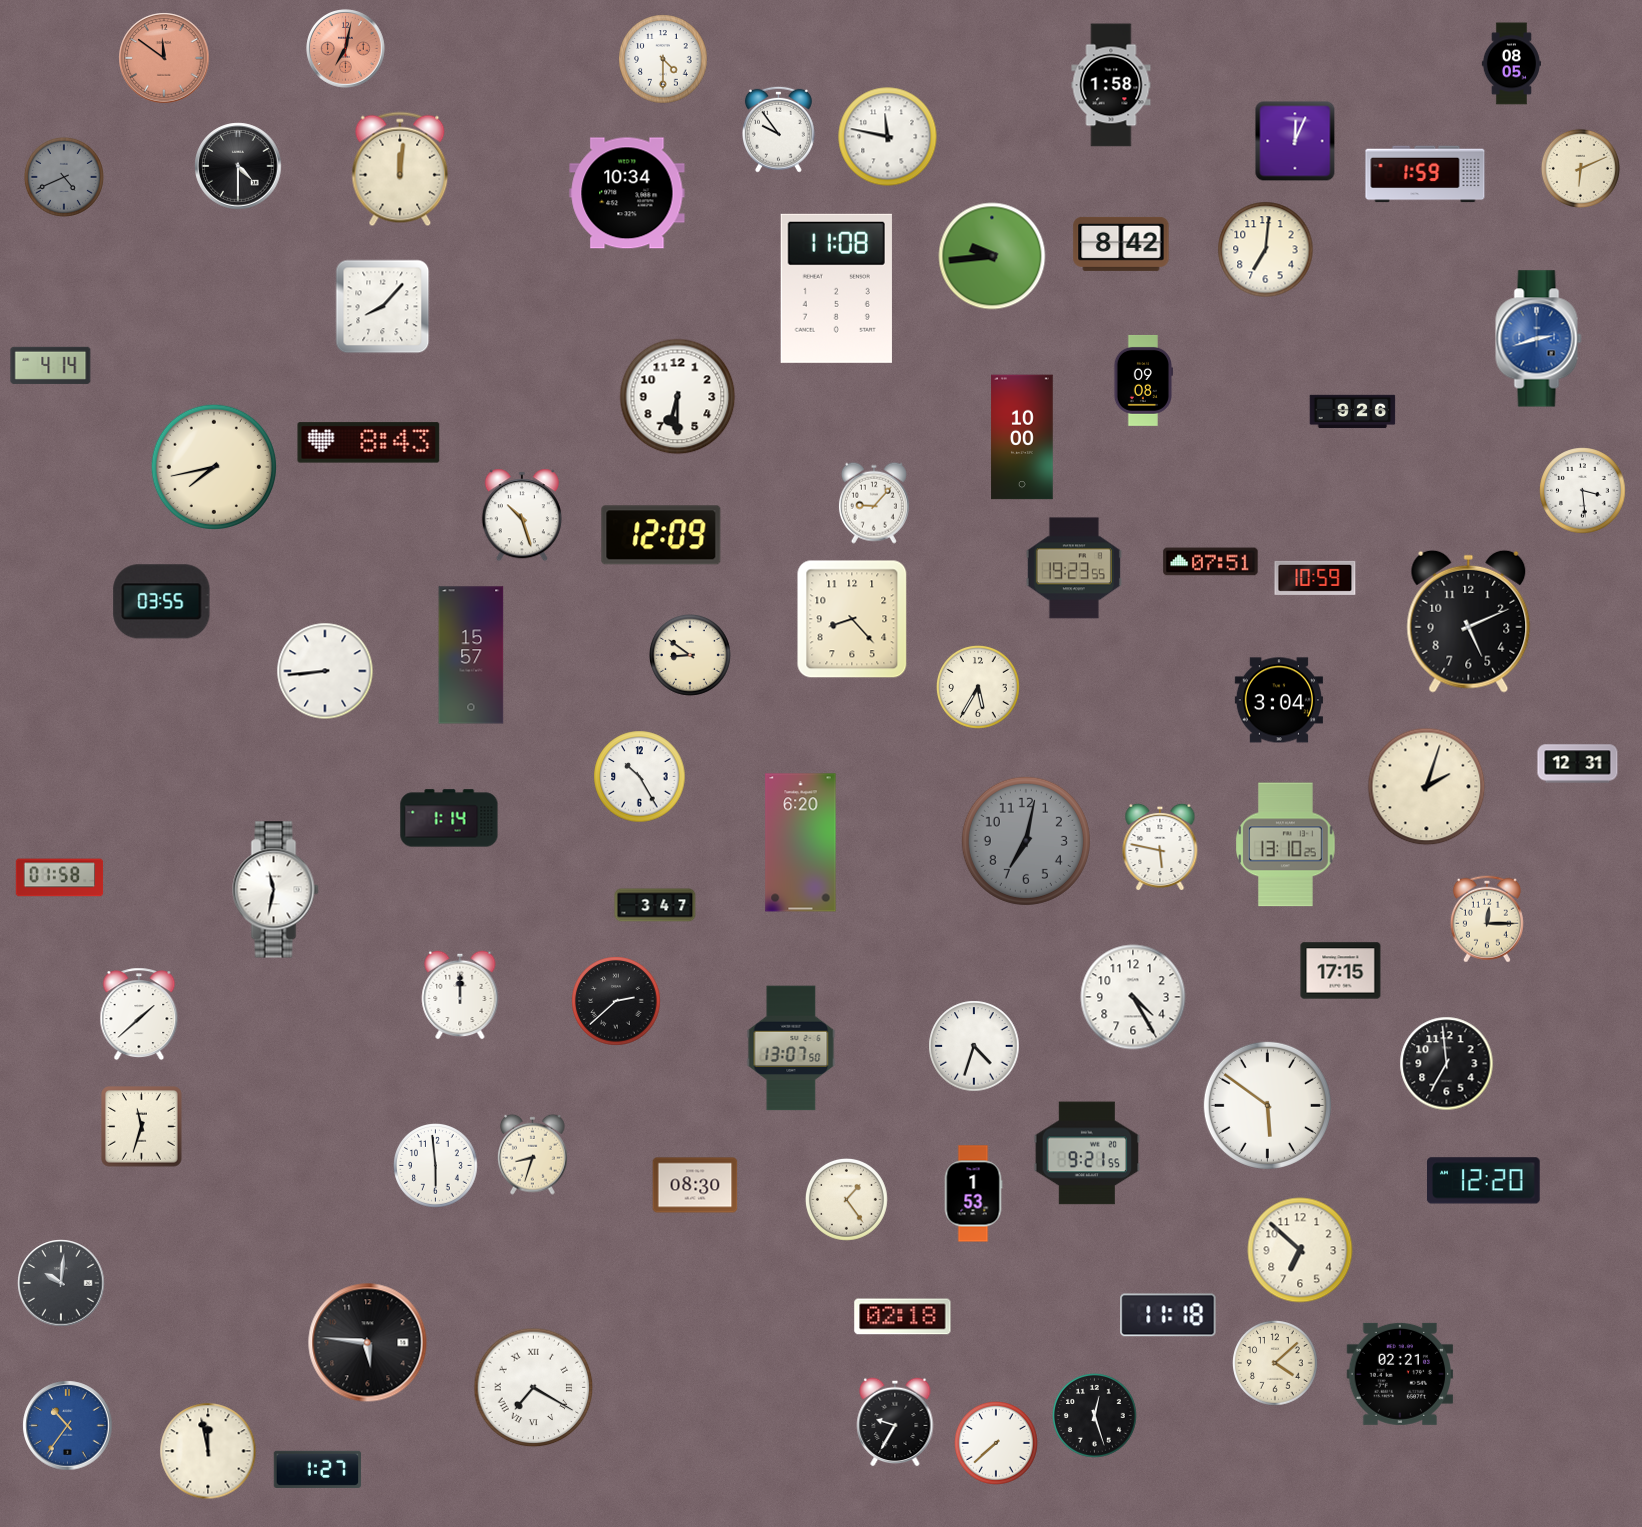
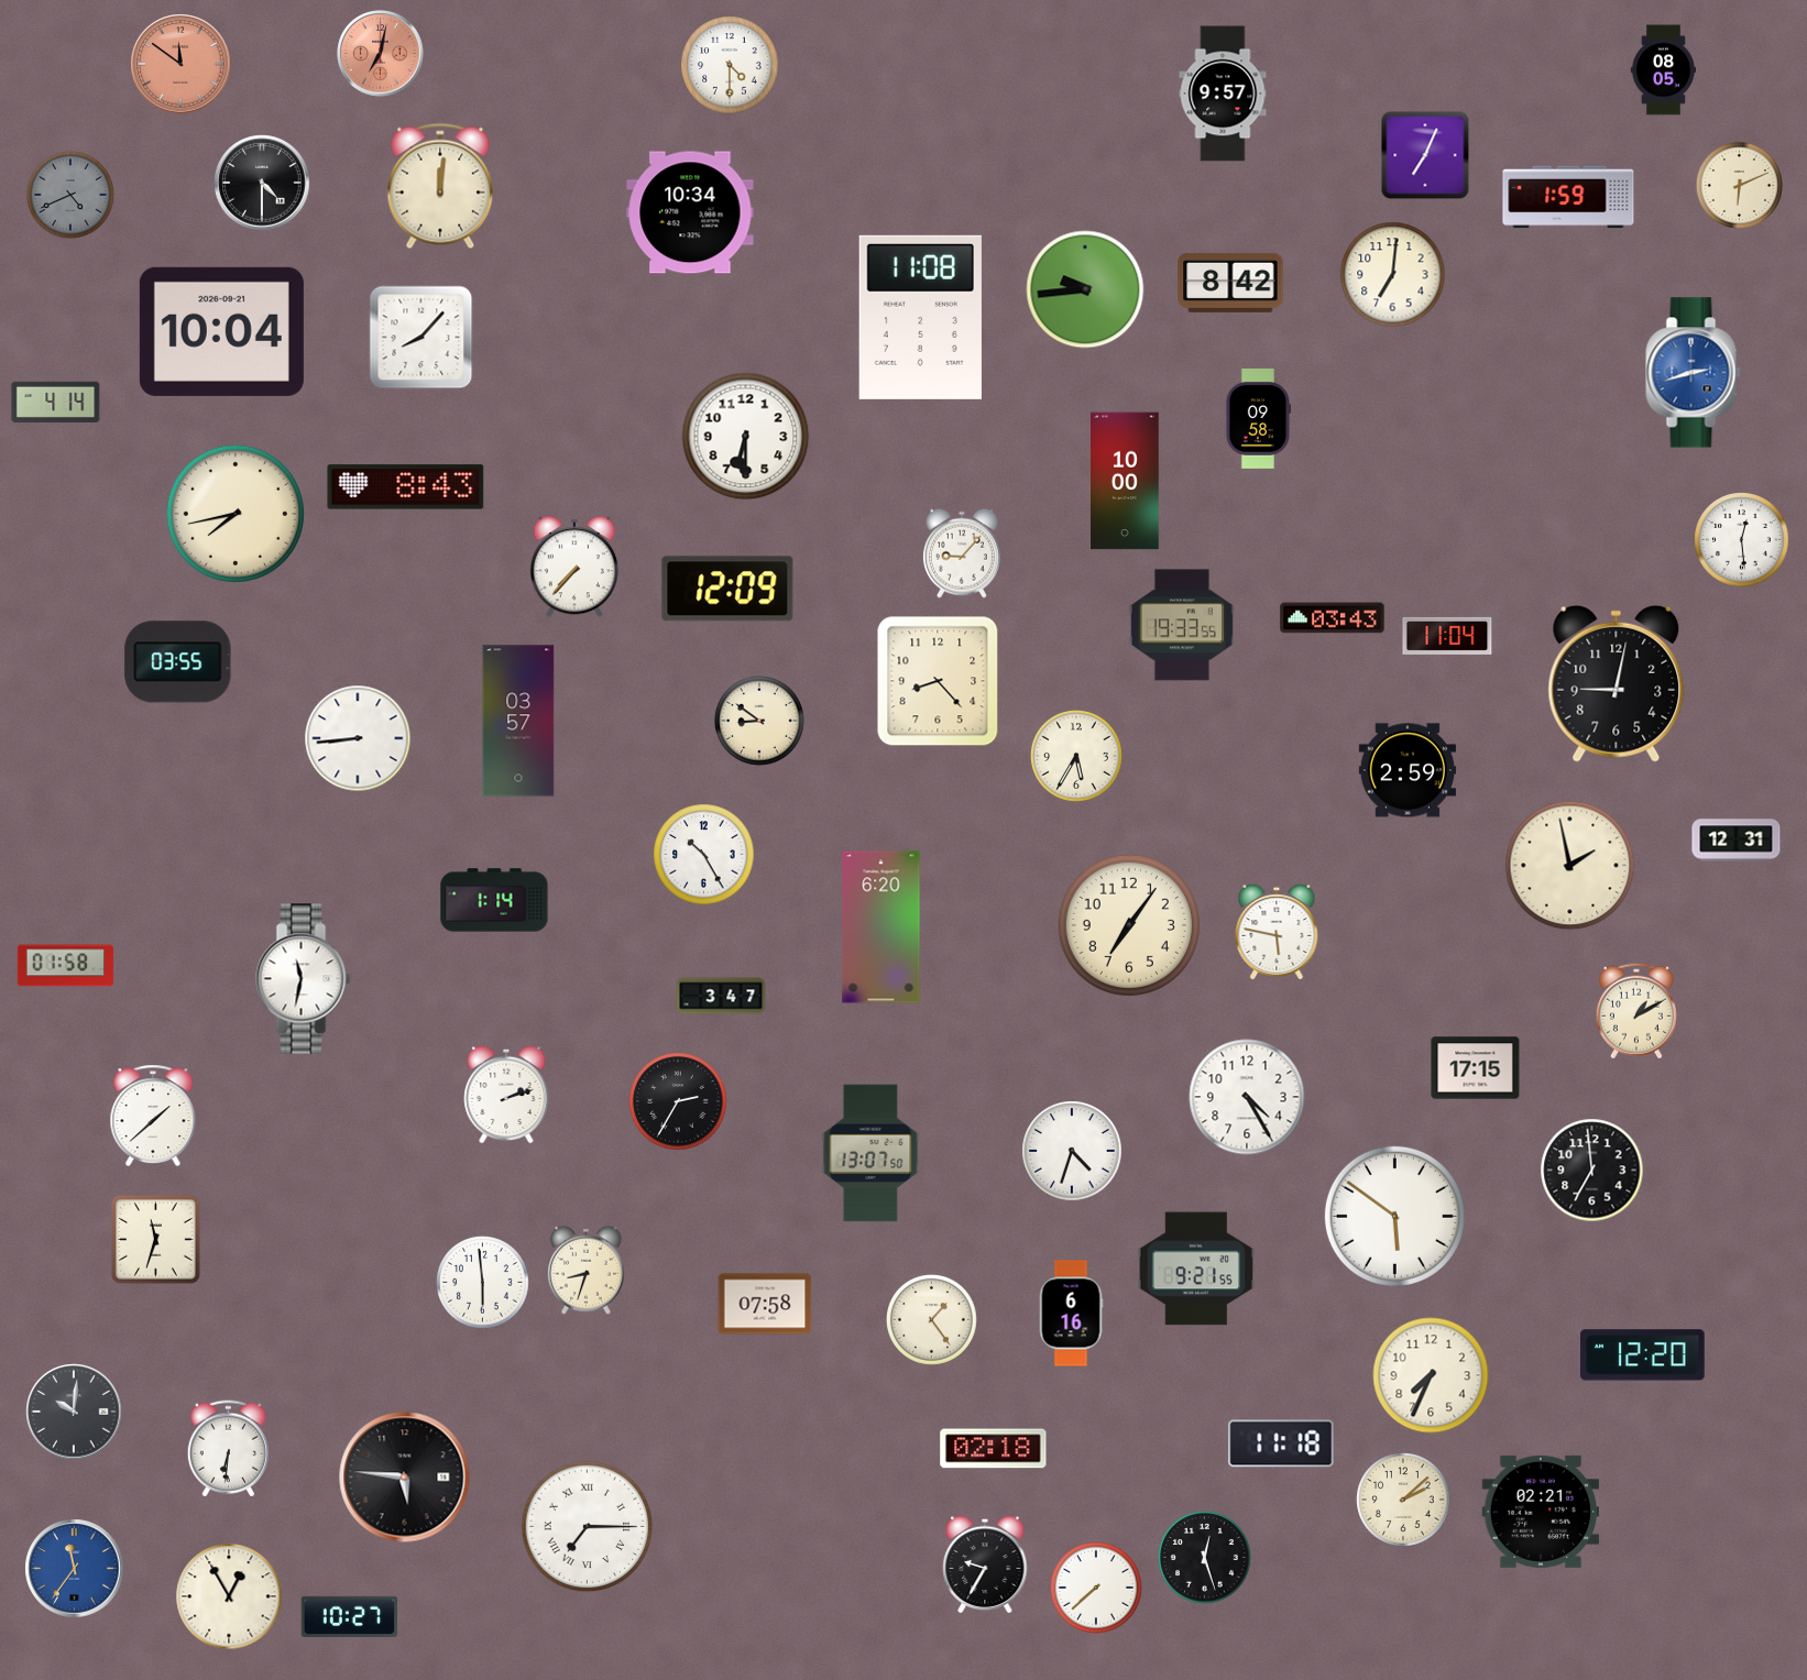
clock at (1111, 85): 1:58 -> 9:57
clock at (778, 129): 9:54 -> none
clock at (888, 137): 11:47 -> none
clock at (1295, 141): 12:04 -> 7:04
clock at (1425, 174) position: (1425, 174) -> (1568, 197)
clock at (1121, 244) position: (1121, 244) -> (1230, 283)
clock at (992, 256) position: (992, 256) -> (1085, 289)
clock at (221, 331): none -> 10:04
clock at (1142, 380): 09:08 -> 09:58
clock at (1353, 412): 9:26 -> none
clock at (1583, 491): 3:29 -> 12:29
clock at (522, 515): 10:27 -> 7:37
clock at (1211, 562): 07:51 -> 03:43
clock at (1074, 568): 19:23 -> 19:33
clock at (1315, 578): 10:59 -> 11:04
clock at (1469, 621): 5:11 -> 9:02
clock at (471, 655): 15:57 -> 03:57
clock at (1279, 700): 3:04 -> 2:59
clock at (1427, 787): 2:03 -> 1:58
clock at (1026, 841): 7:02 -> 7:06
clock at (1026, 841) dial: grey -> cream
clock at (1286, 845): 13:10 -> none
clock at (1487, 919): 12:15 -> 1:10
clock at (460, 995): 12:00 -> 2:12
clock at (616, 1001): 2:38 -> 2:35
clock at (436, 1166) position: (436, 1166) -> (483, 1283)
clock at (1484, 1181) position: (1484, 1181) -> (1643, 1355)
clock at (695, 1185): 08:30 -> 07:58
clock at (973, 1194): 1:53 -> 6:16
clock at (1300, 1250): 6:52 -> 7:34
clock at (61, 1283) position: (61, 1283) -> (74, 1412)
clock at (1168, 1315) position: (1168, 1315) -> (1281, 1443)
clock at (228, 1449): none -> 6:31
clock at (1275, 1363): 4:08 -> 2:08
clock at (534, 1388): 7:20 -> 7:15
clock at (68, 1426): 10:36 -> 11:36
clock at (208, 1451): 11:58 -> 12:55
clock at (318, 1469): 1:27 -> 10:27
